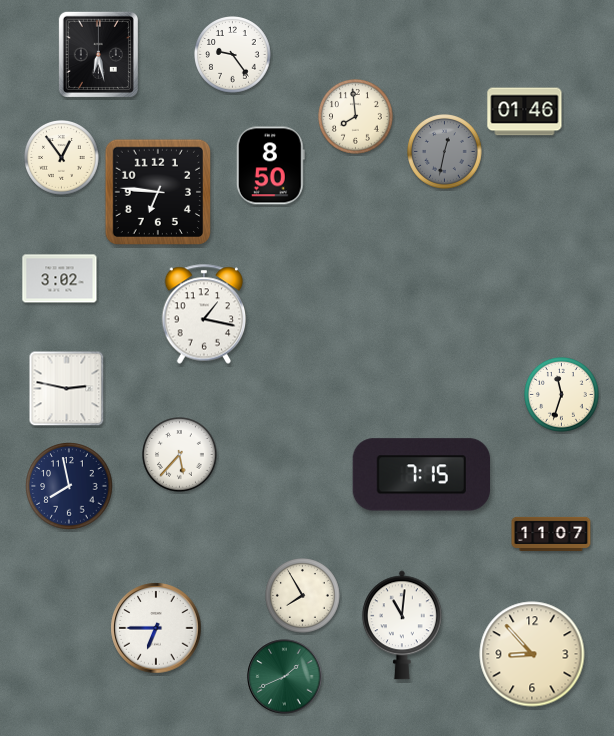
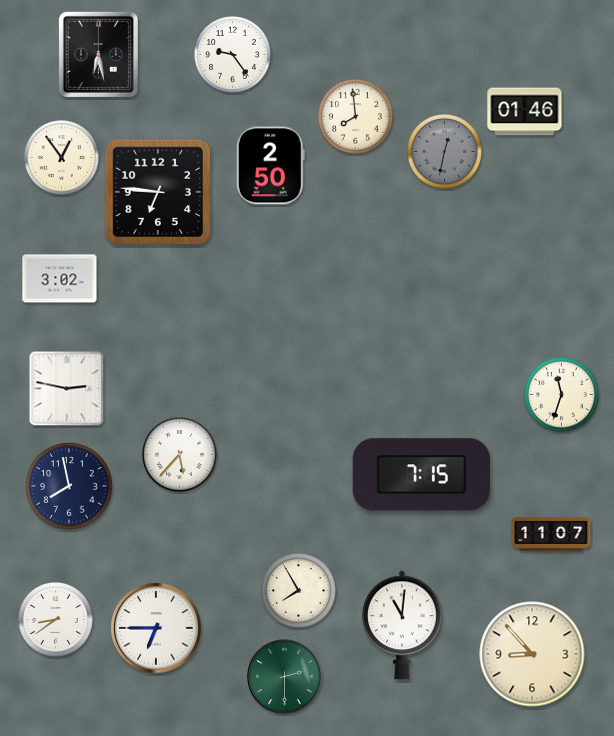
clock at (270, 166): 8:50 -> 2:50
clock at (204, 314): 1:17 -> none
clock at (303, 596) position: (303, 596) -> (299, 591)
clock at (56, 620): none -> 8:39
clock at (285, 677): 1:41 -> 2:30
